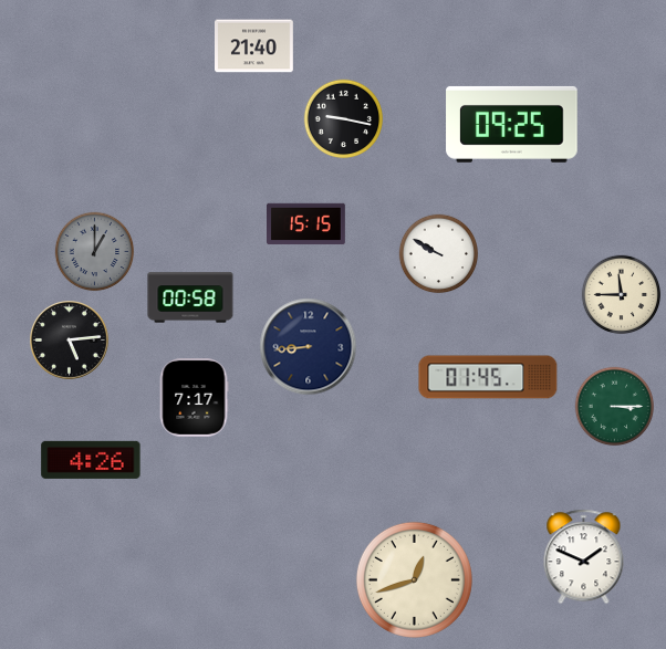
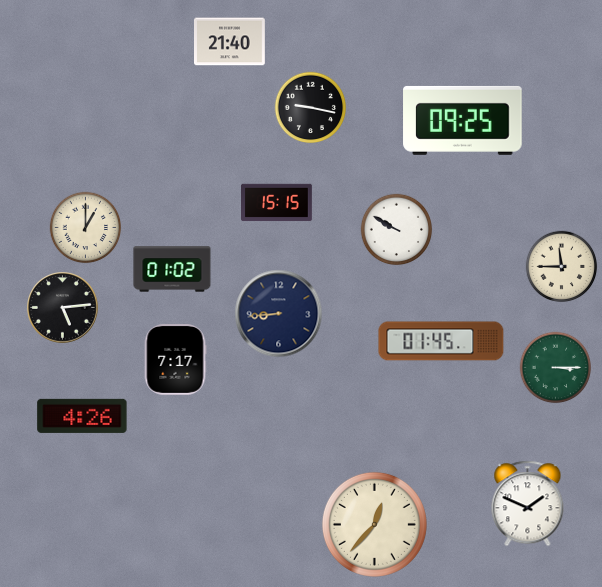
clock at (512, 124) position: (512, 124) -> (463, 120)
clock at (95, 252) dial: grey -> cream
clock at (190, 297): 00:58 -> 01:02
clock at (414, 579): 12:42 -> 12:37
